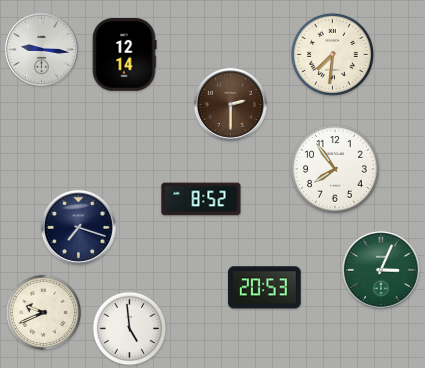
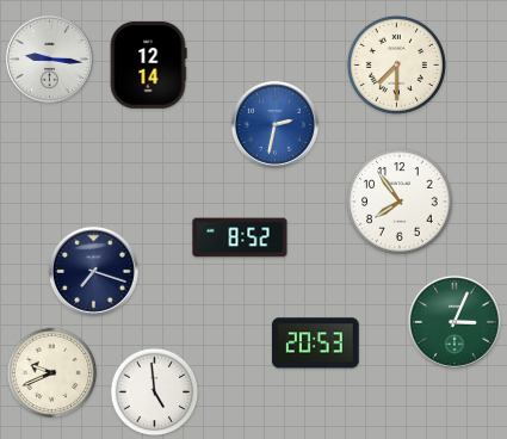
clock at (332, 54): 7:31 -> 7:30
clock at (230, 104): 2:30 -> 2:32
clock at (230, 104) dial: brown -> blue
